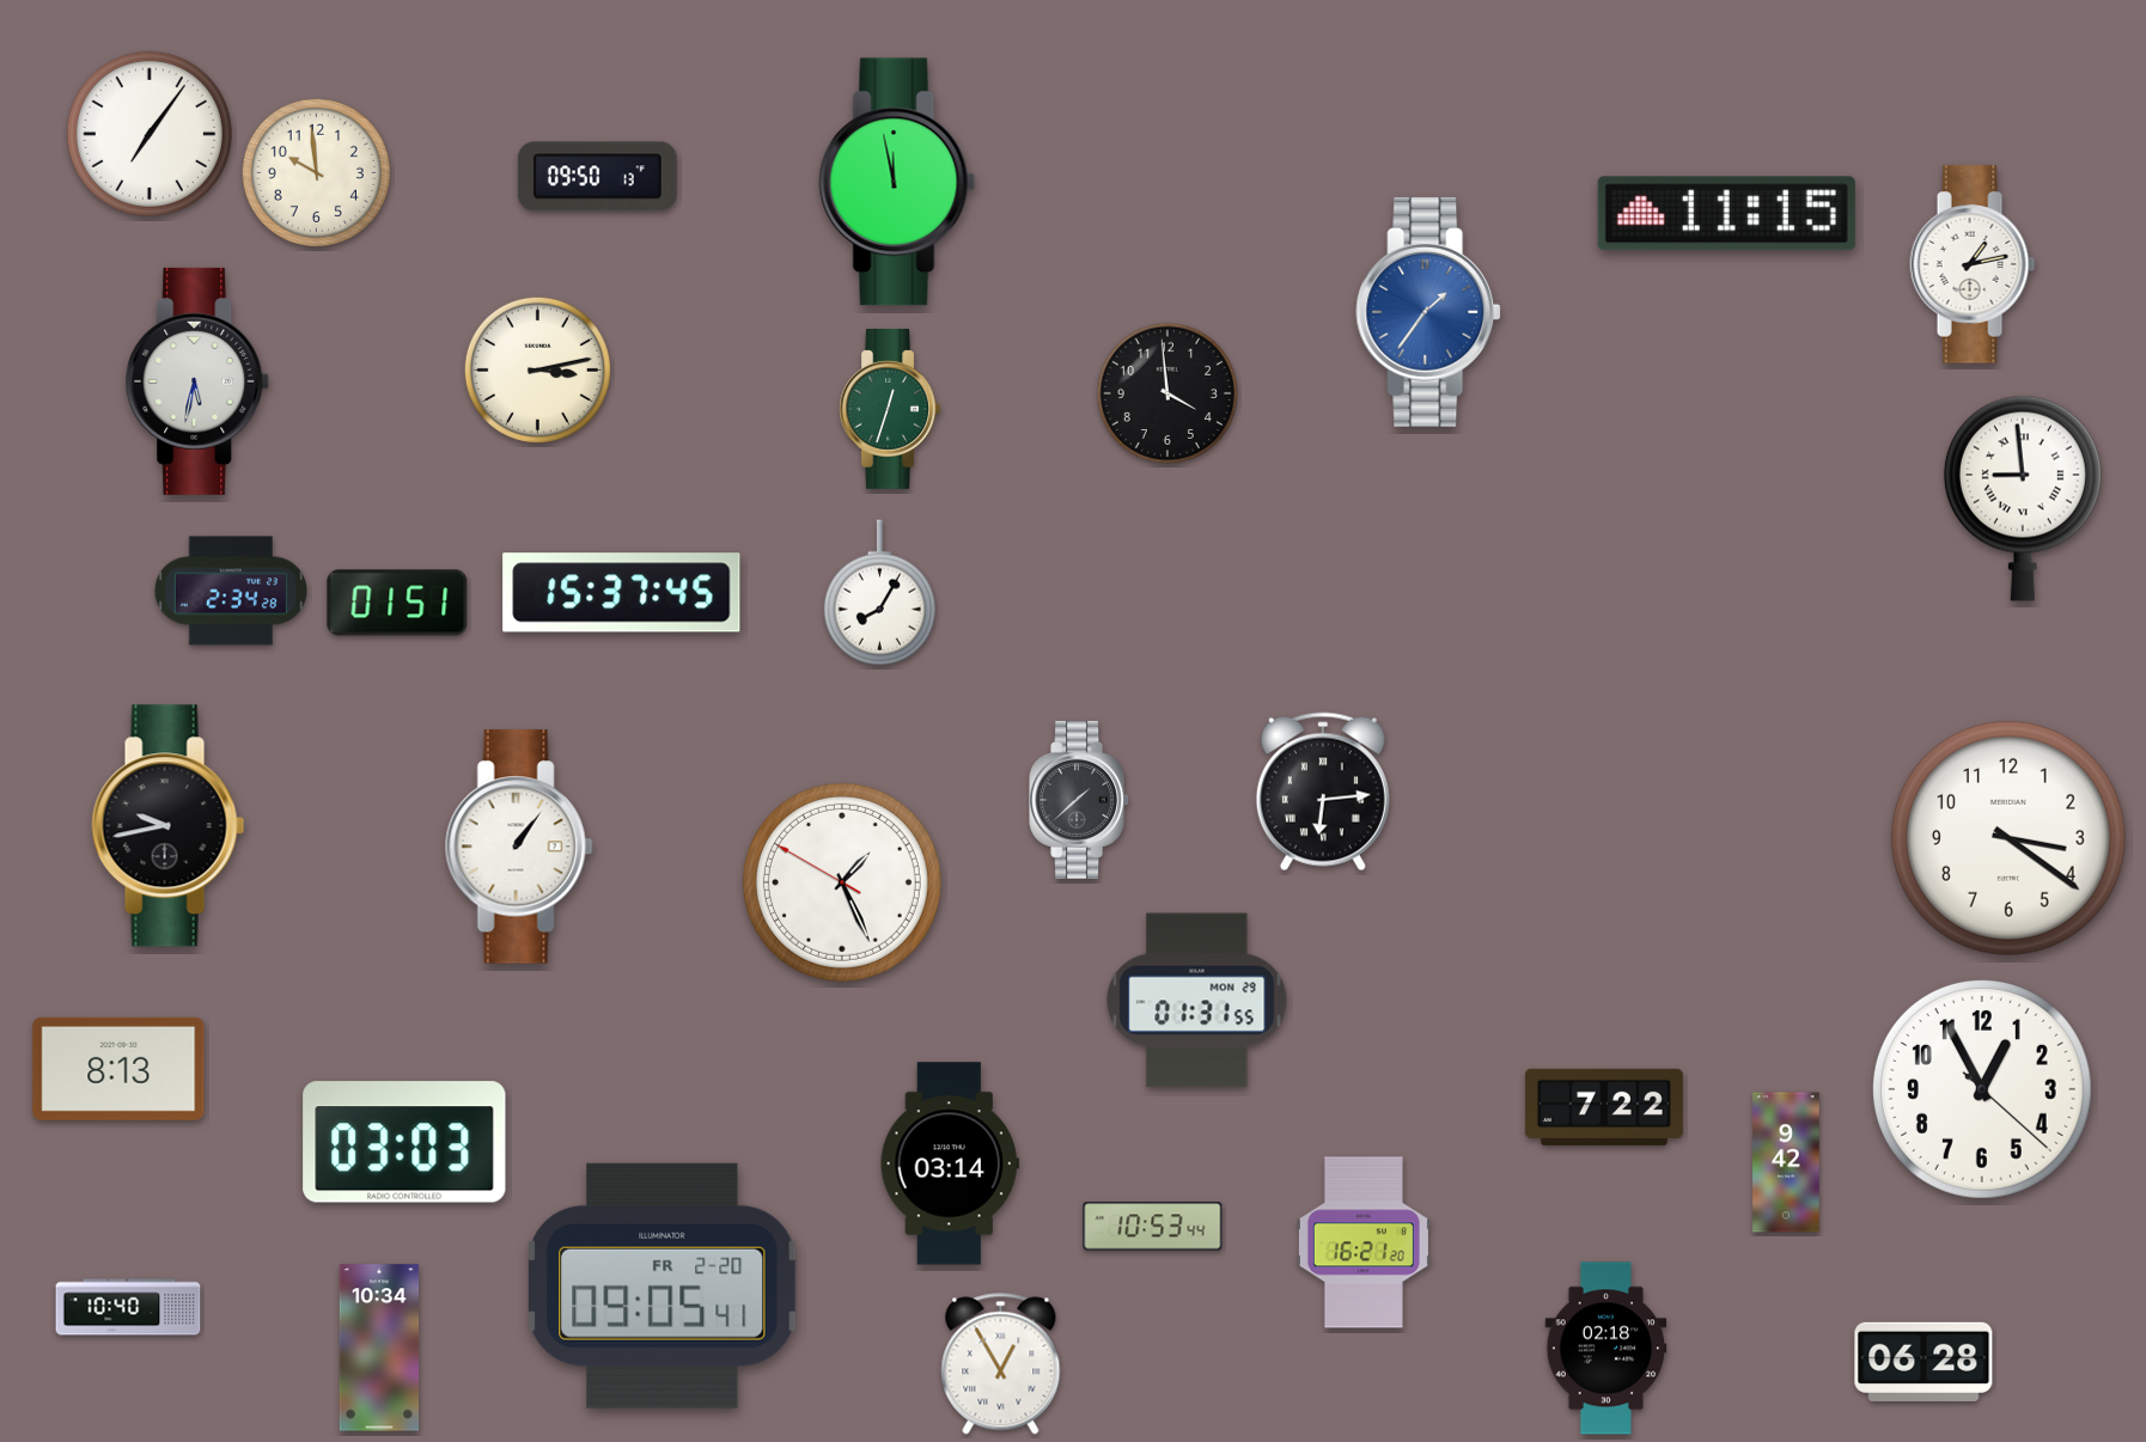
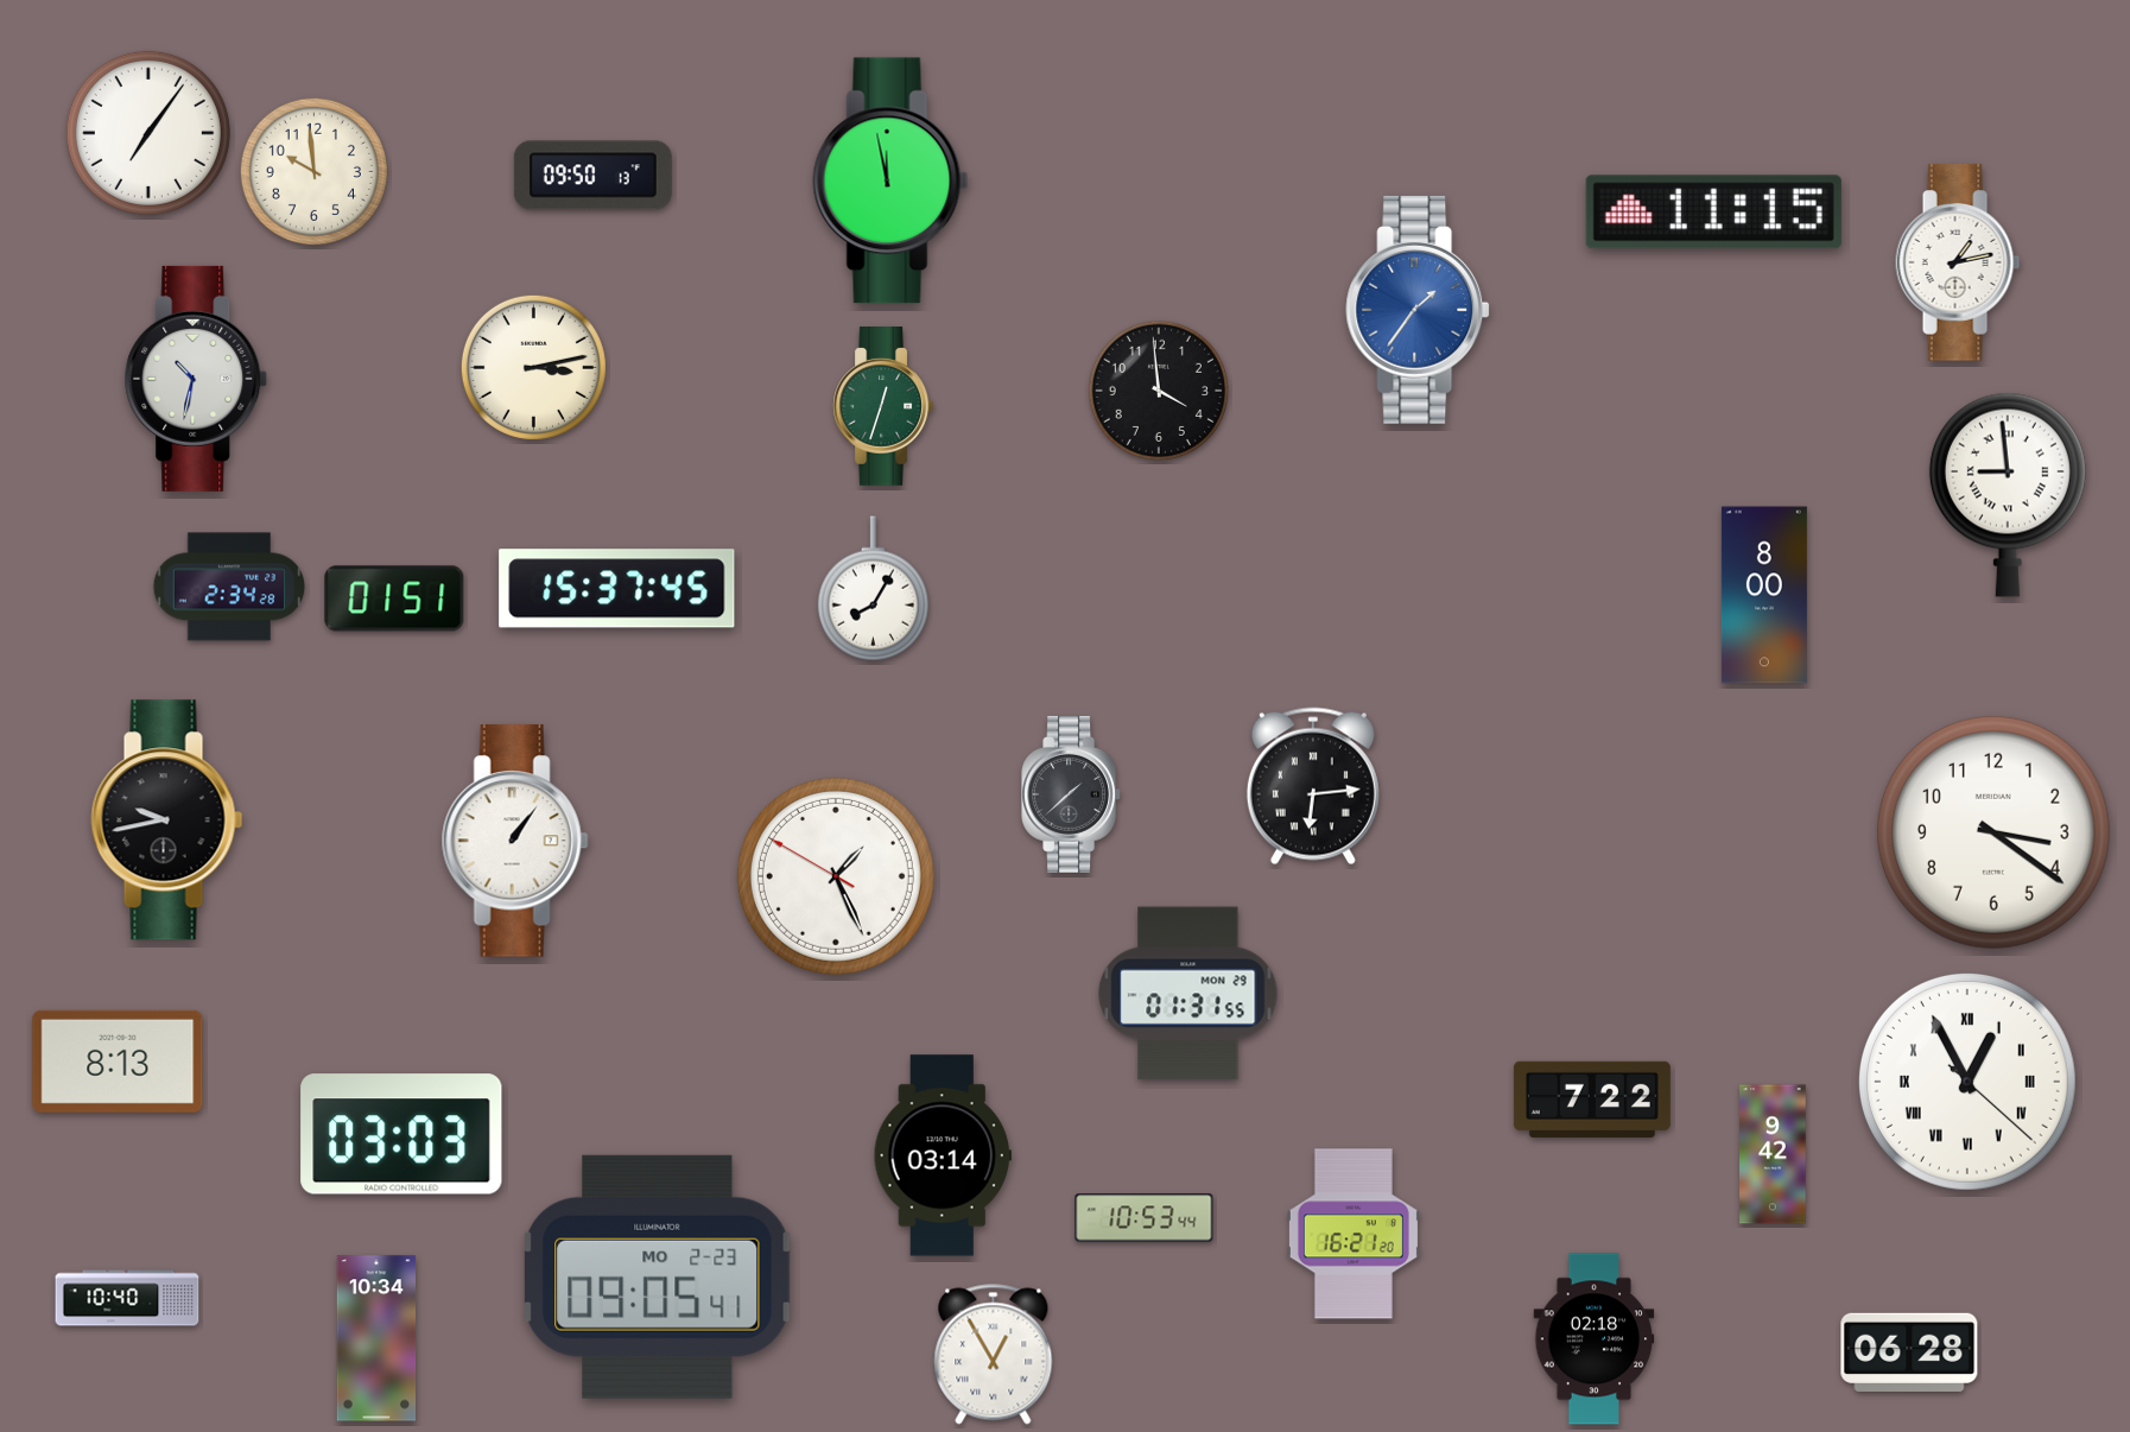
clock at (197, 381): 5:32 -> 10:32
clock at (1764, 595): none -> 8:00
clock at (1982, 1089) numerals: Arabic -> Roman
clock at (662, 1285) date: FR 2-20 -> MO 2-23
